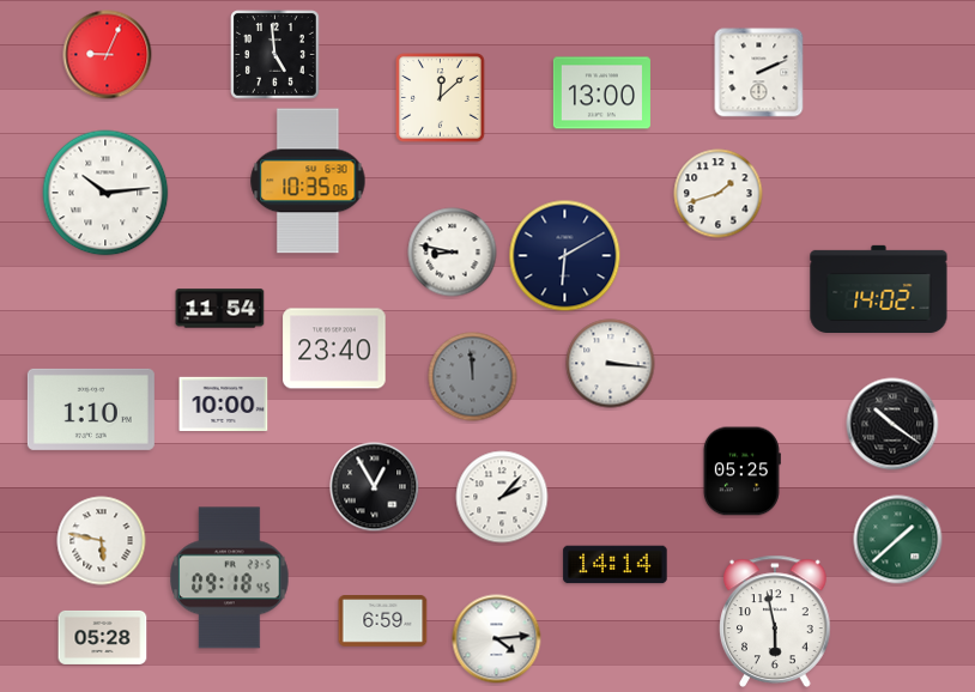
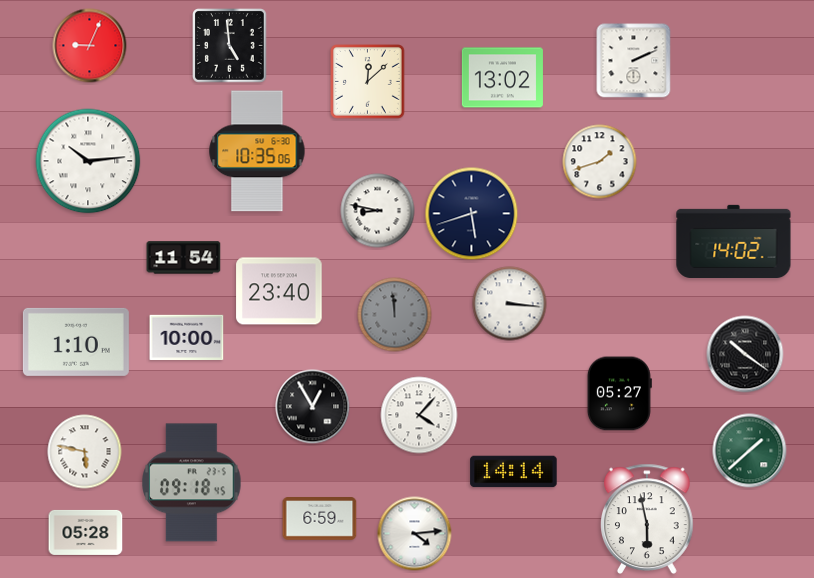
clock at (601, 93): 13:00 -> 13:02
clock at (565, 256): 6:10 -> 5:42
clock at (741, 472): 05:25 -> 05:27
clock at (502, 497): 2:07 -> 4:07
